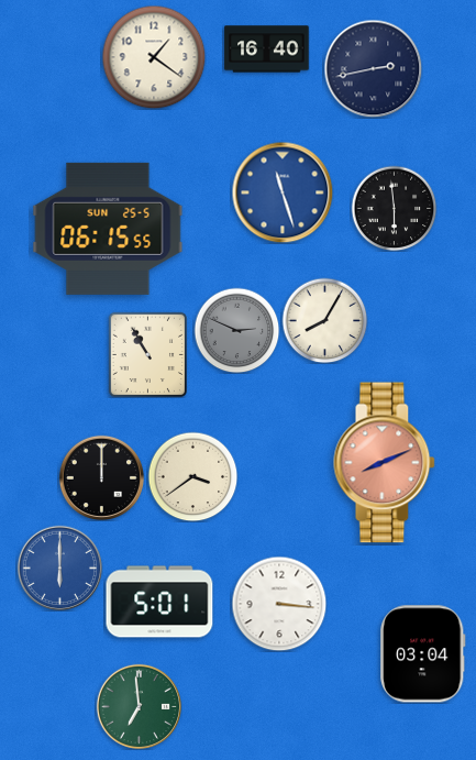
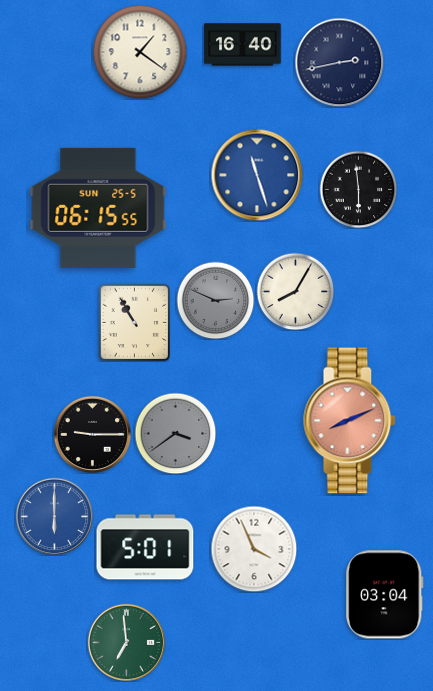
clock at (192, 476) dial: cream -> grey
clock at (101, 477): 12:00 -> 9:15
clock at (279, 604): 3:16 -> 3:56
